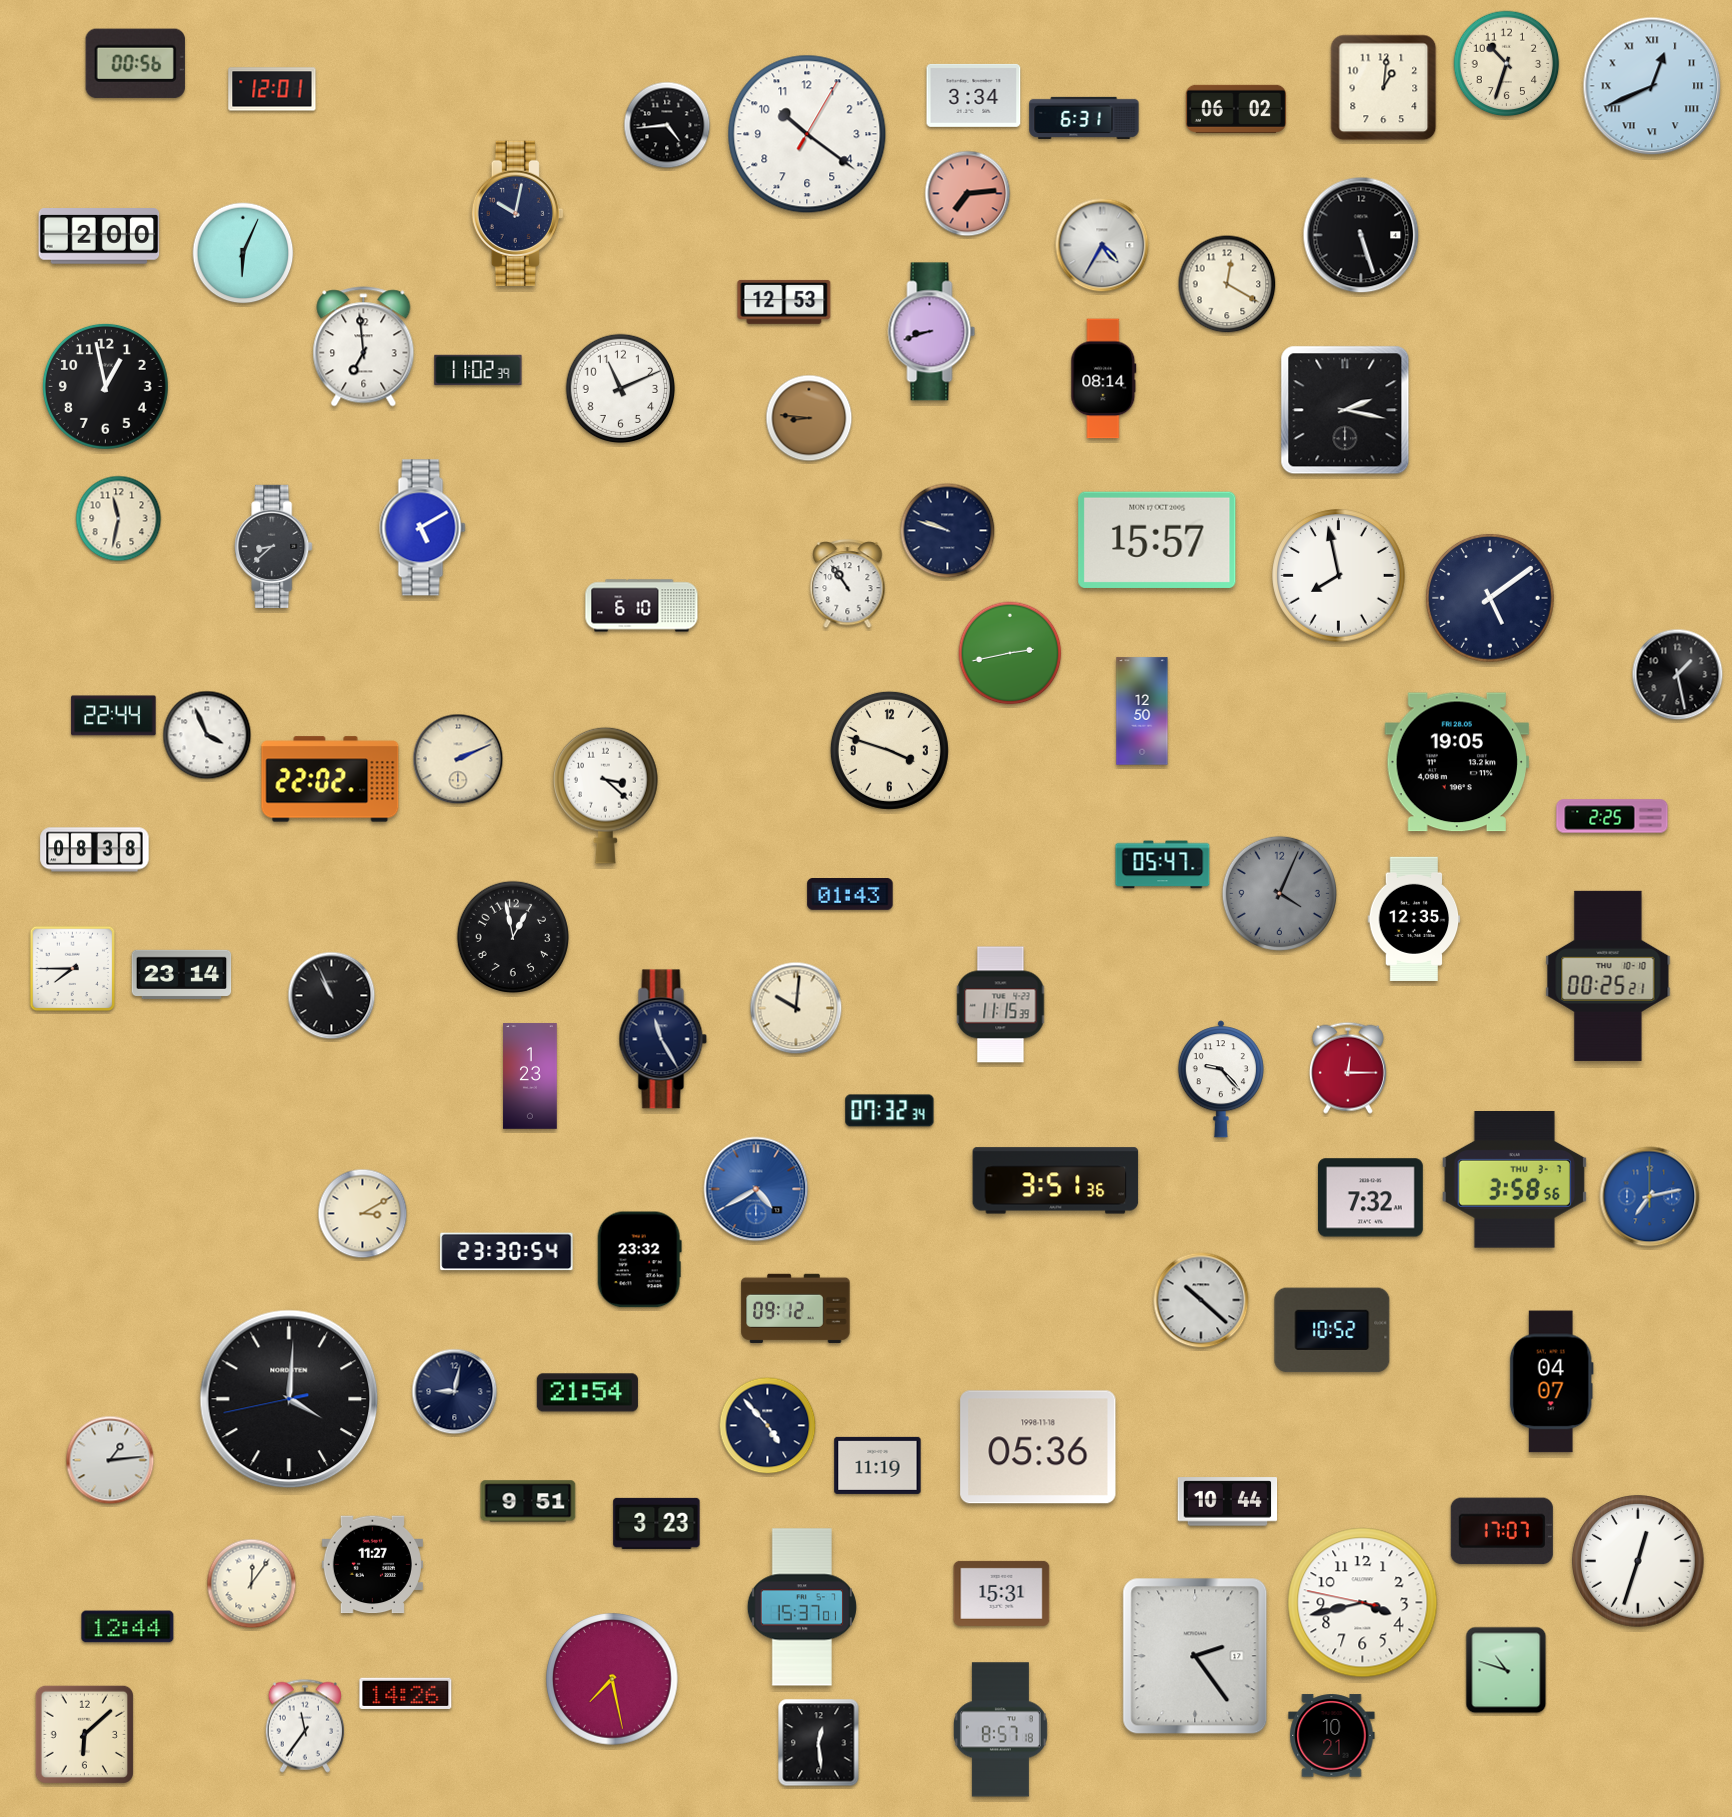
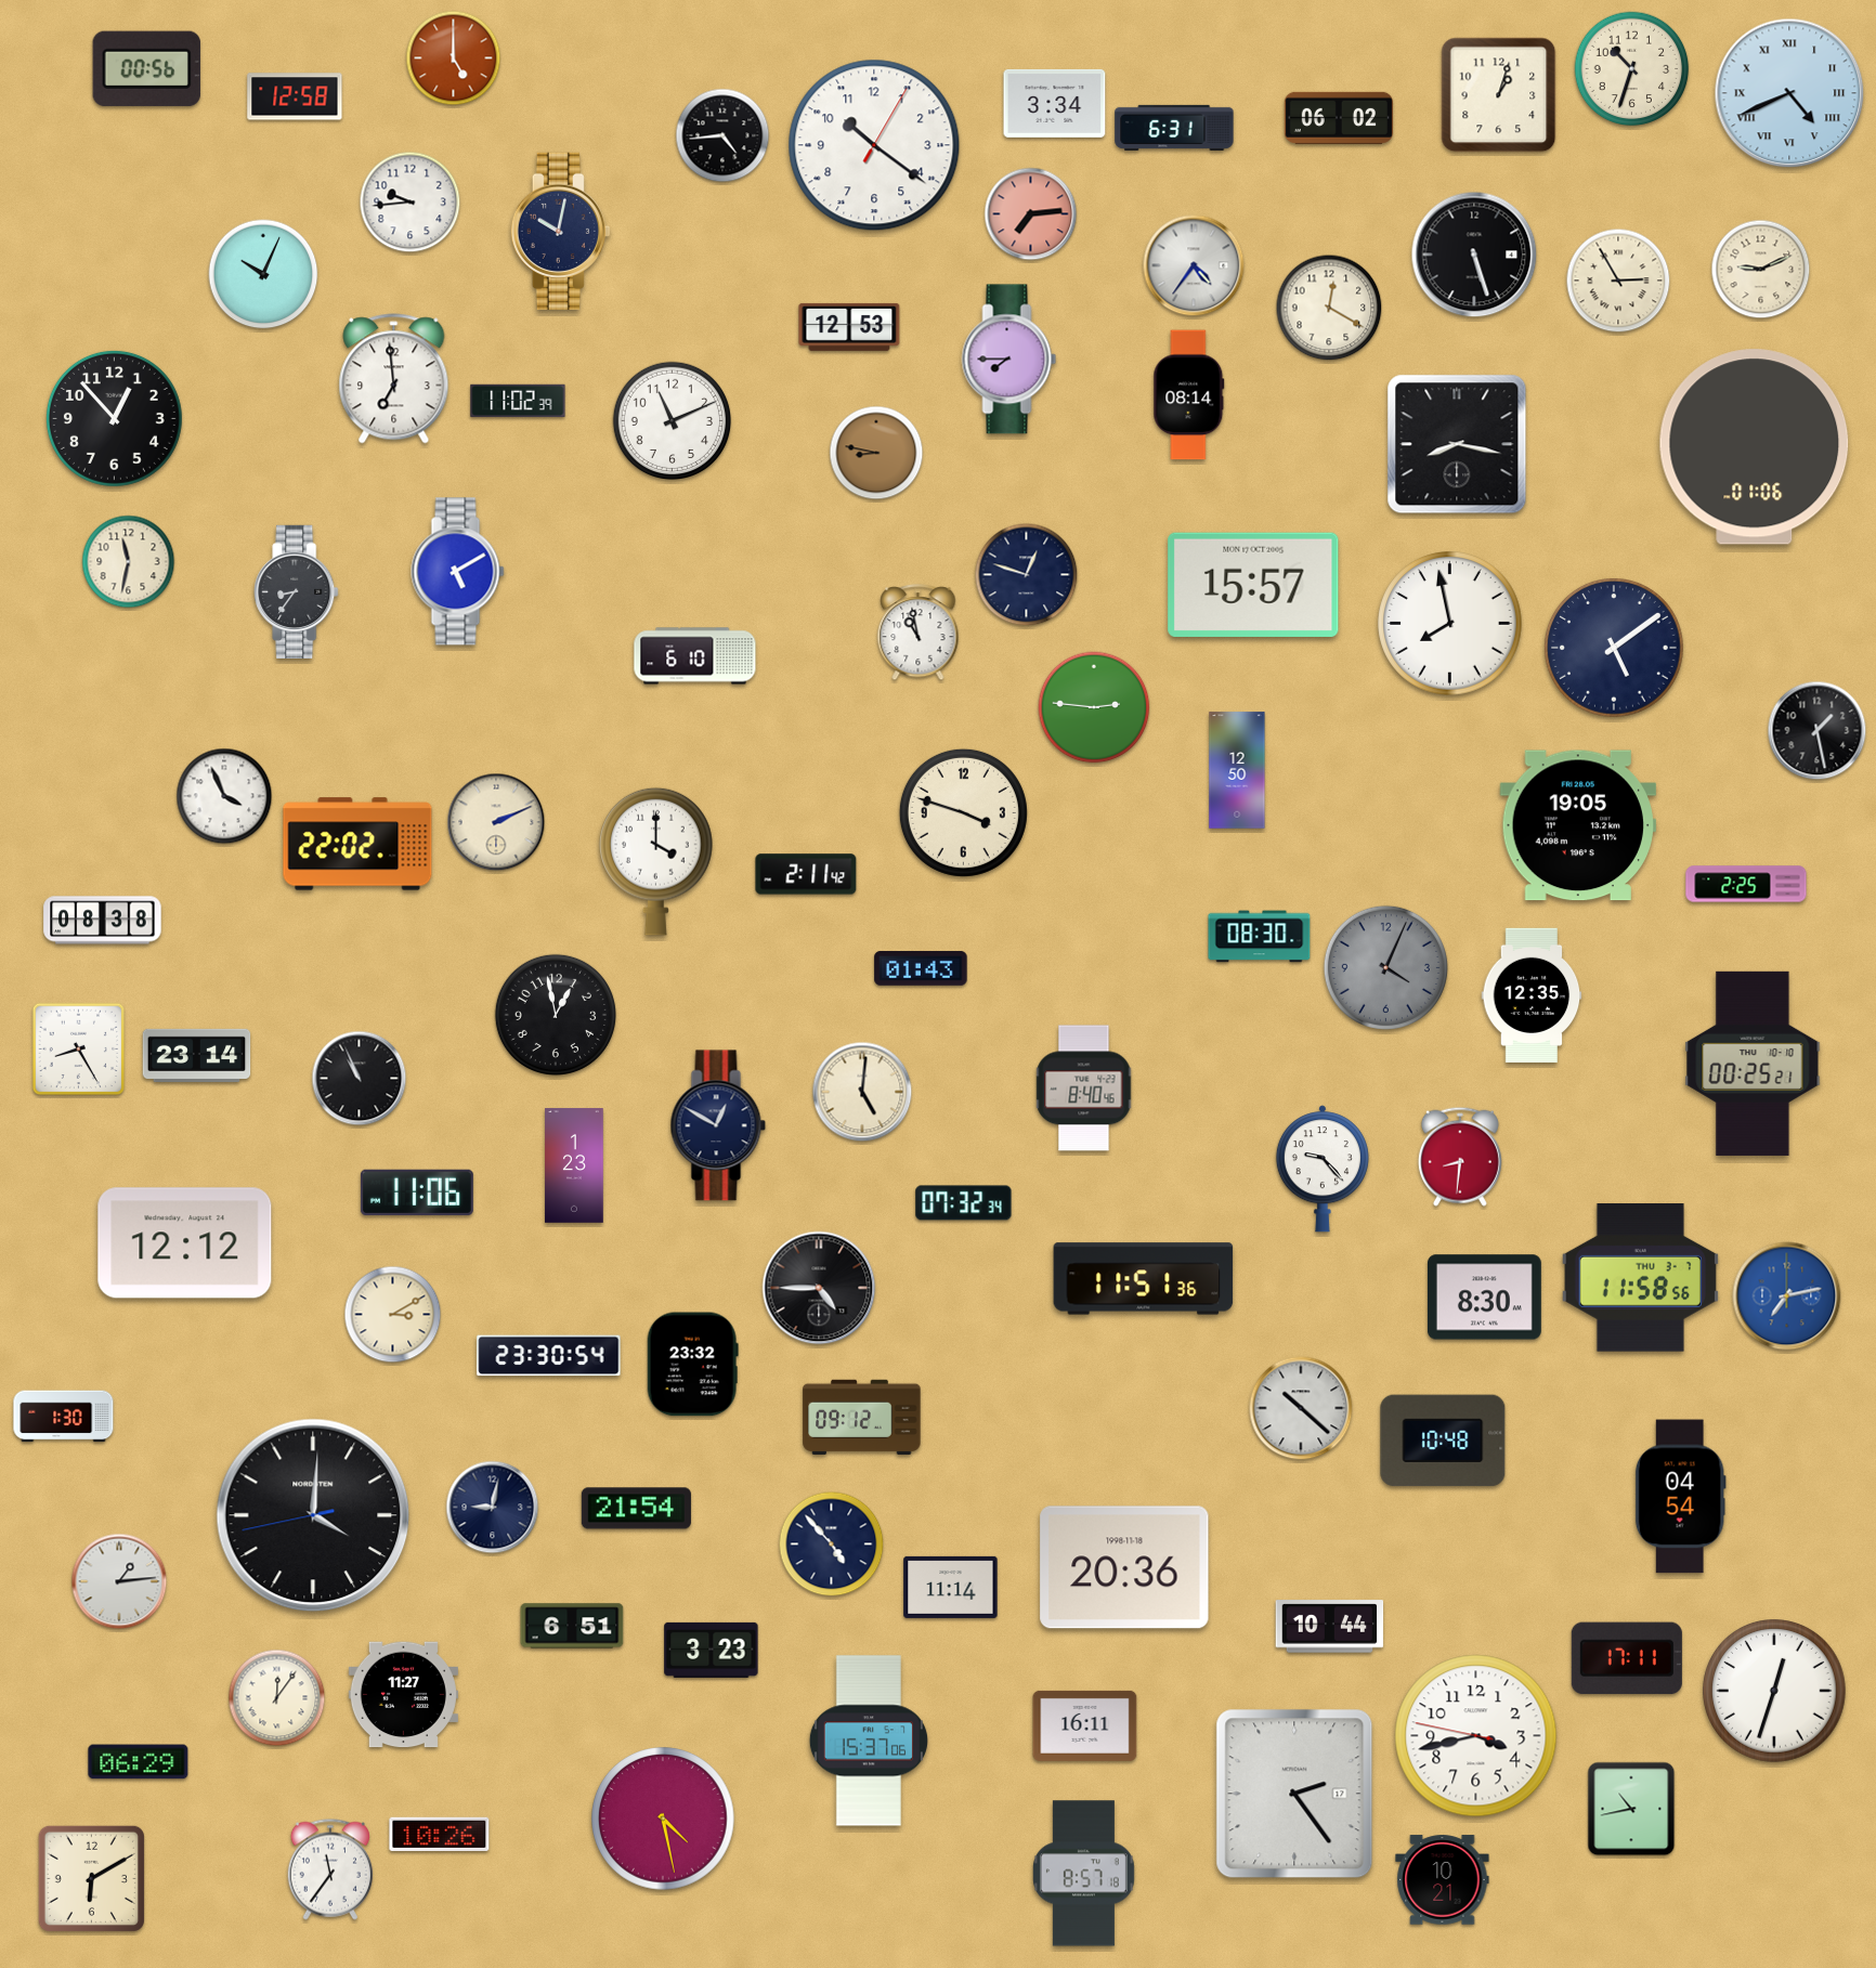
clock at (454, 58): none -> 5:00
clock at (1652, 86): 12:41 -> 4:41
clock at (1384, 88): 1:01 -> 1:03
clock at (272, 89): 12:01 -> 12:58
clock at (411, 203): none -> 9:44
clock at (968, 194) position: (968, 194) -> (1031, 214)
clock at (99, 237): 2:00 -> none
clock at (1102, 245): 4:35 -> 4:36
clock at (1761, 270): none -> 9:11
clock at (243, 253): 6:04 -> 10:04
clock at (1618, 281): none -> 2:55
clock at (932, 332): 8:42 -> 7:45
clock at (364, 347) position: (364, 347) -> (394, 379)
clock at (1104, 379) position: (1104, 379) -> (1189, 395)
clock at (105, 386): 12:58 -> 12:53
clock at (1345, 410): 2:17 -> 8:17
clock at (1755, 447): none -> 01:06
clock at (809, 418): 8:46 -> 8:47
clock at (948, 531): 9:48 -> 12:48
clock at (274, 546): 8:38 -> 8:36
clock at (848, 584): 10:54 -> 10:58
clock at (1010, 653): 2:43 -> 2:46
clock at (114, 716): 22:44 -> none
clock at (606, 795): 3:22 -> 4:00
clock at (806, 874): none -> 2:11
clock at (1163, 865): 05:47 -> 08:30
clock at (73, 969): 7:45 -> 8:25
clock at (1608, 976) position: (1608, 976) -> (1753, 1064)
clock at (1001, 1005): 11:15 -> 8:40
clock at (796, 1008): 10:01 -> 5:01
clock at (663, 1039): 11:25 -> 12:50
clock at (1348, 1068): 12:15 -> 8:31
clock at (417, 1191): none -> 11:06
clock at (185, 1243): none -> 12:12
clock at (1514, 1180): 3:58 -> 11:58
clock at (1056, 1181): 3:51 -> 11:51
clock at (756, 1189): 4:40 -> 4:45
clock at (756, 1189) dial: blue -> black
clock at (1370, 1198): 7:32 -> 8:30
clock at (64, 1417): none -> 1:30
clock at (1332, 1330): 10:52 -> 10:48
clock at (1551, 1382): 04:07 -> 04:54
clock at (1038, 1447): 05:36 -> 20:36
clock at (878, 1465): 11:19 -> 11:14
clock at (528, 1501): 9:51 -> 6:51
clock at (1502, 1531): 17:07 -> 17:11
clock at (252, 1584) position: (252, 1584) -> (277, 1698)
clock at (1002, 1593): 15:31 -> 16:11
clock at (802, 1607): 15:37:01 -> 15:37:06
clock at (128, 1627): 12:44 -> 06:29
clock at (1506, 1670): 10:48 -> 10:43
clock at (612, 1679): 7:28 -> 4:28
clock at (406, 1693): 14:26 -> 10:26
clock at (84, 1734): 6:08 -> 6:10
clock at (819, 1743): 12:29 -> none
